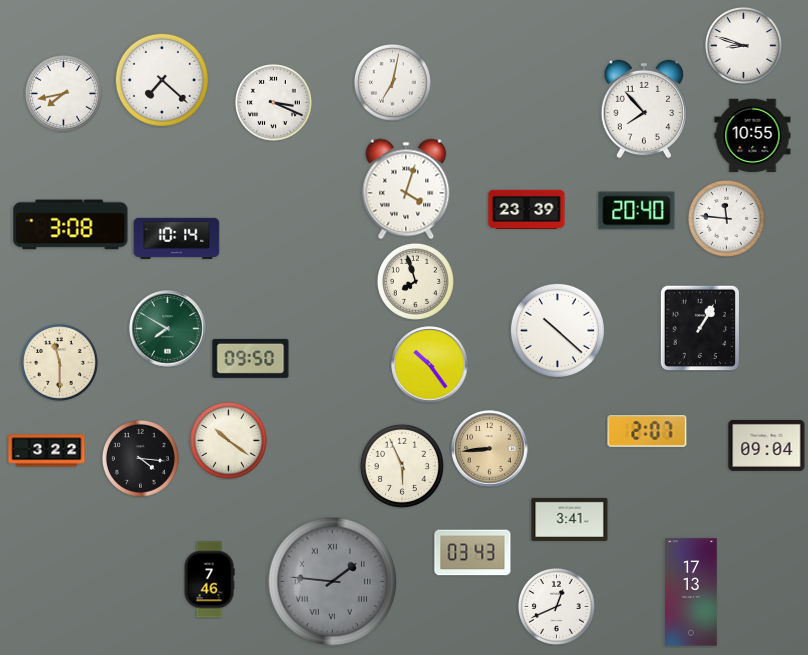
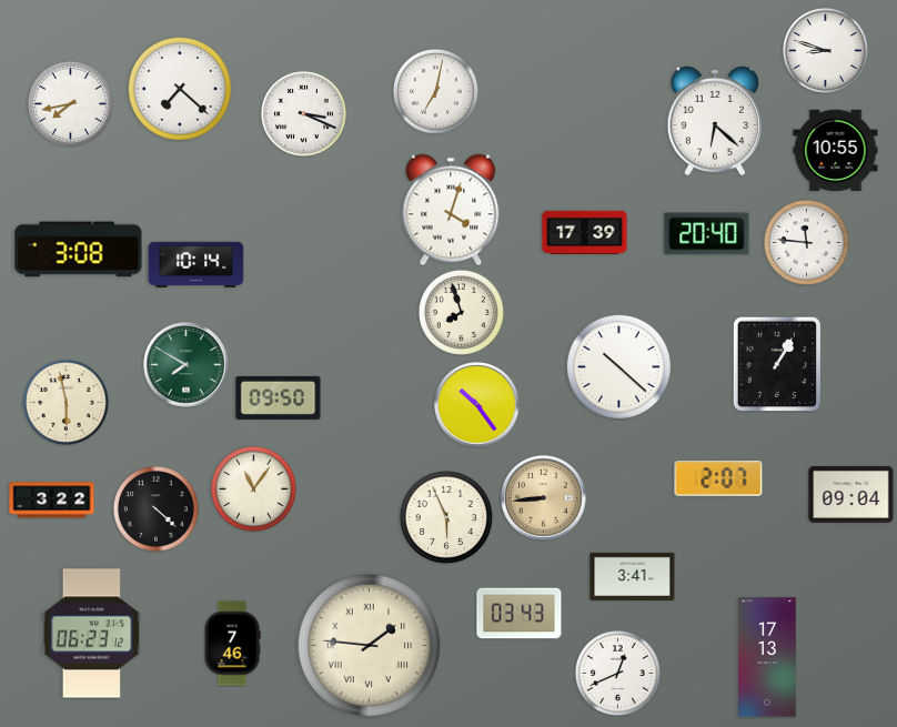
clock at (643, 109): 7:53 -> 6:22
clock at (527, 209): 23:39 -> 17:39
clock at (59, 362): 11:30 -> 5:58
clock at (228, 440): 10:21 -> 11:06
clock at (140, 458): 4:16 -> 4:22
clock at (473, 553) position: (473, 553) -> (520, 614)
clock at (92, 634): none -> 06:23
clock at (333, 582) dial: grey -> cream
